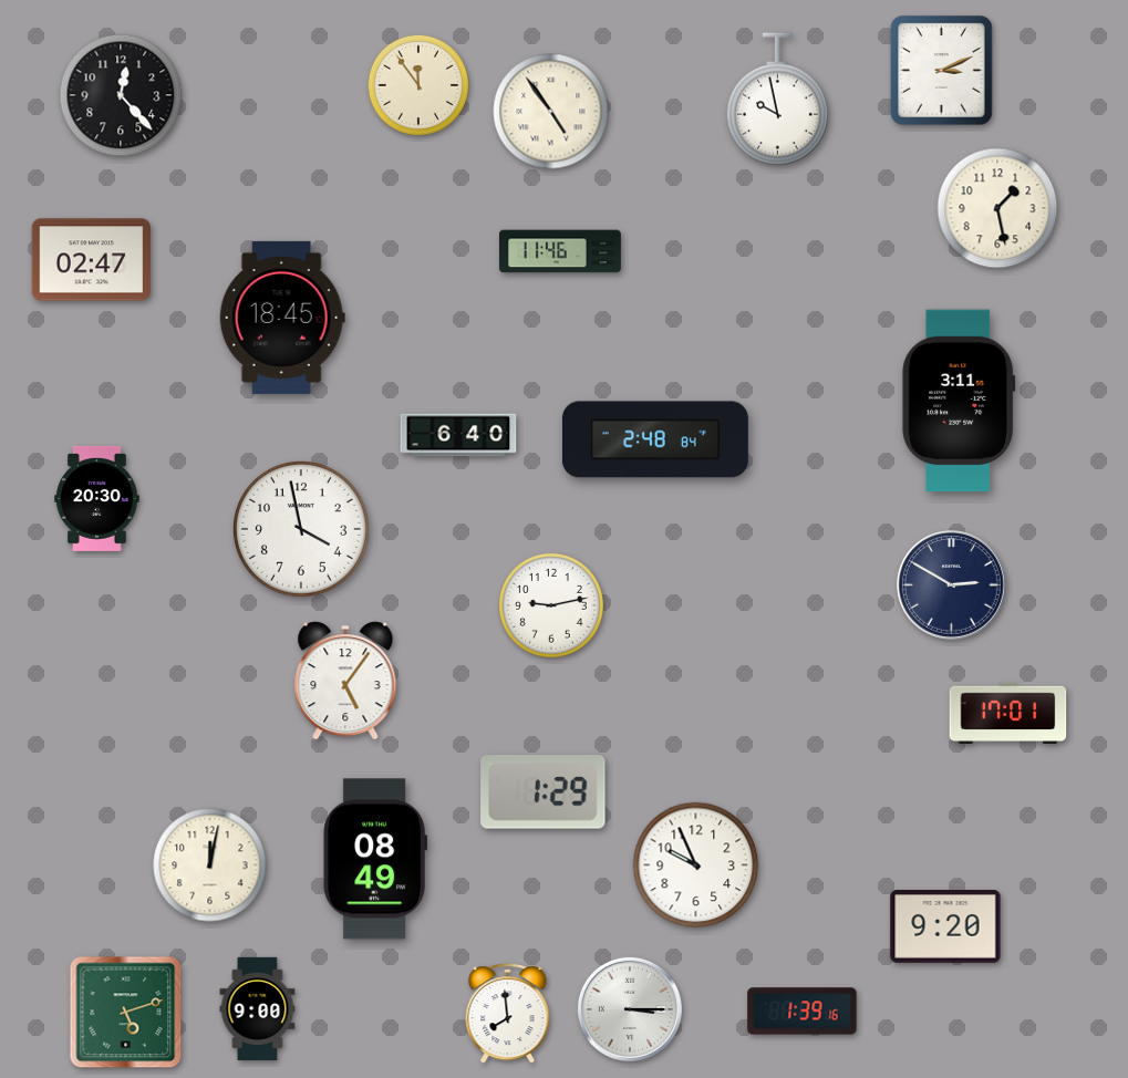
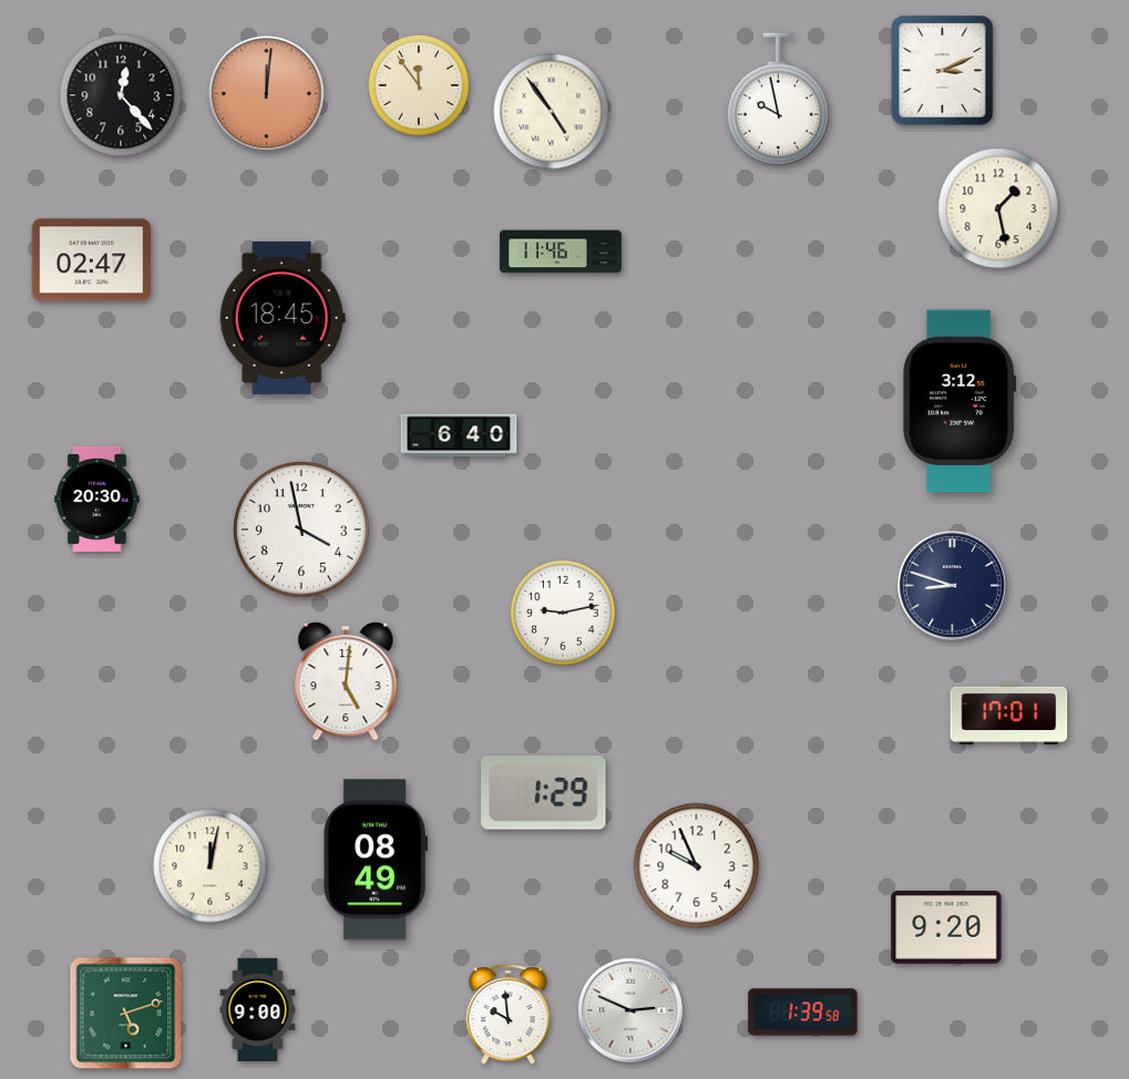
clock at (267, 94): none -> 12:01
clock at (959, 401): 3:11 -> 3:12
clock at (655, 439): 2:48 -> none
clock at (952, 585): 2:50 -> 8:48
clock at (551, 605) position: (551, 605) -> (563, 613)
clock at (345, 681): 5:06 -> 5:01
clock at (630, 1009): 3:15 -> 2:49
clock at (803, 1012): 1:39:16 -> 1:39:58
clock at (508, 1014): 7:59 -> 9:59
